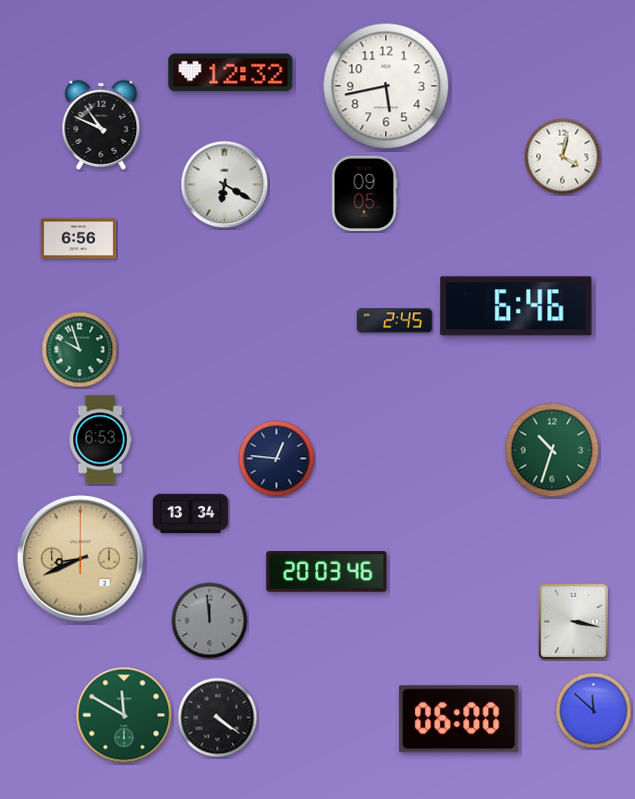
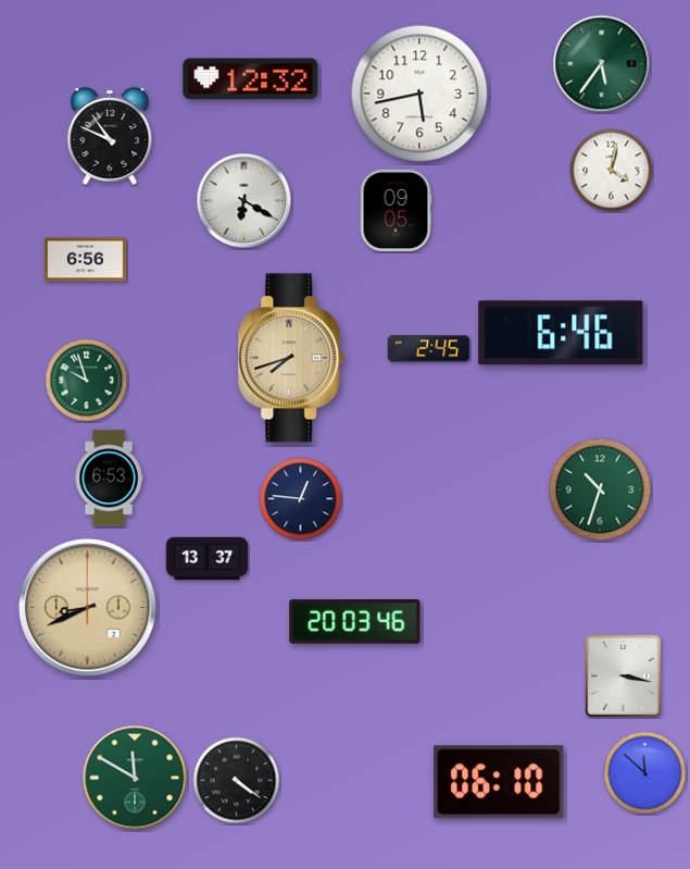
clock at (602, 64): none -> 5:36
clock at (291, 358): none -> 7:42
clock at (191, 514): 13:34 -> 13:37
clock at (210, 621): 11:59 -> none
clock at (459, 719): 06:00 -> 06:10
